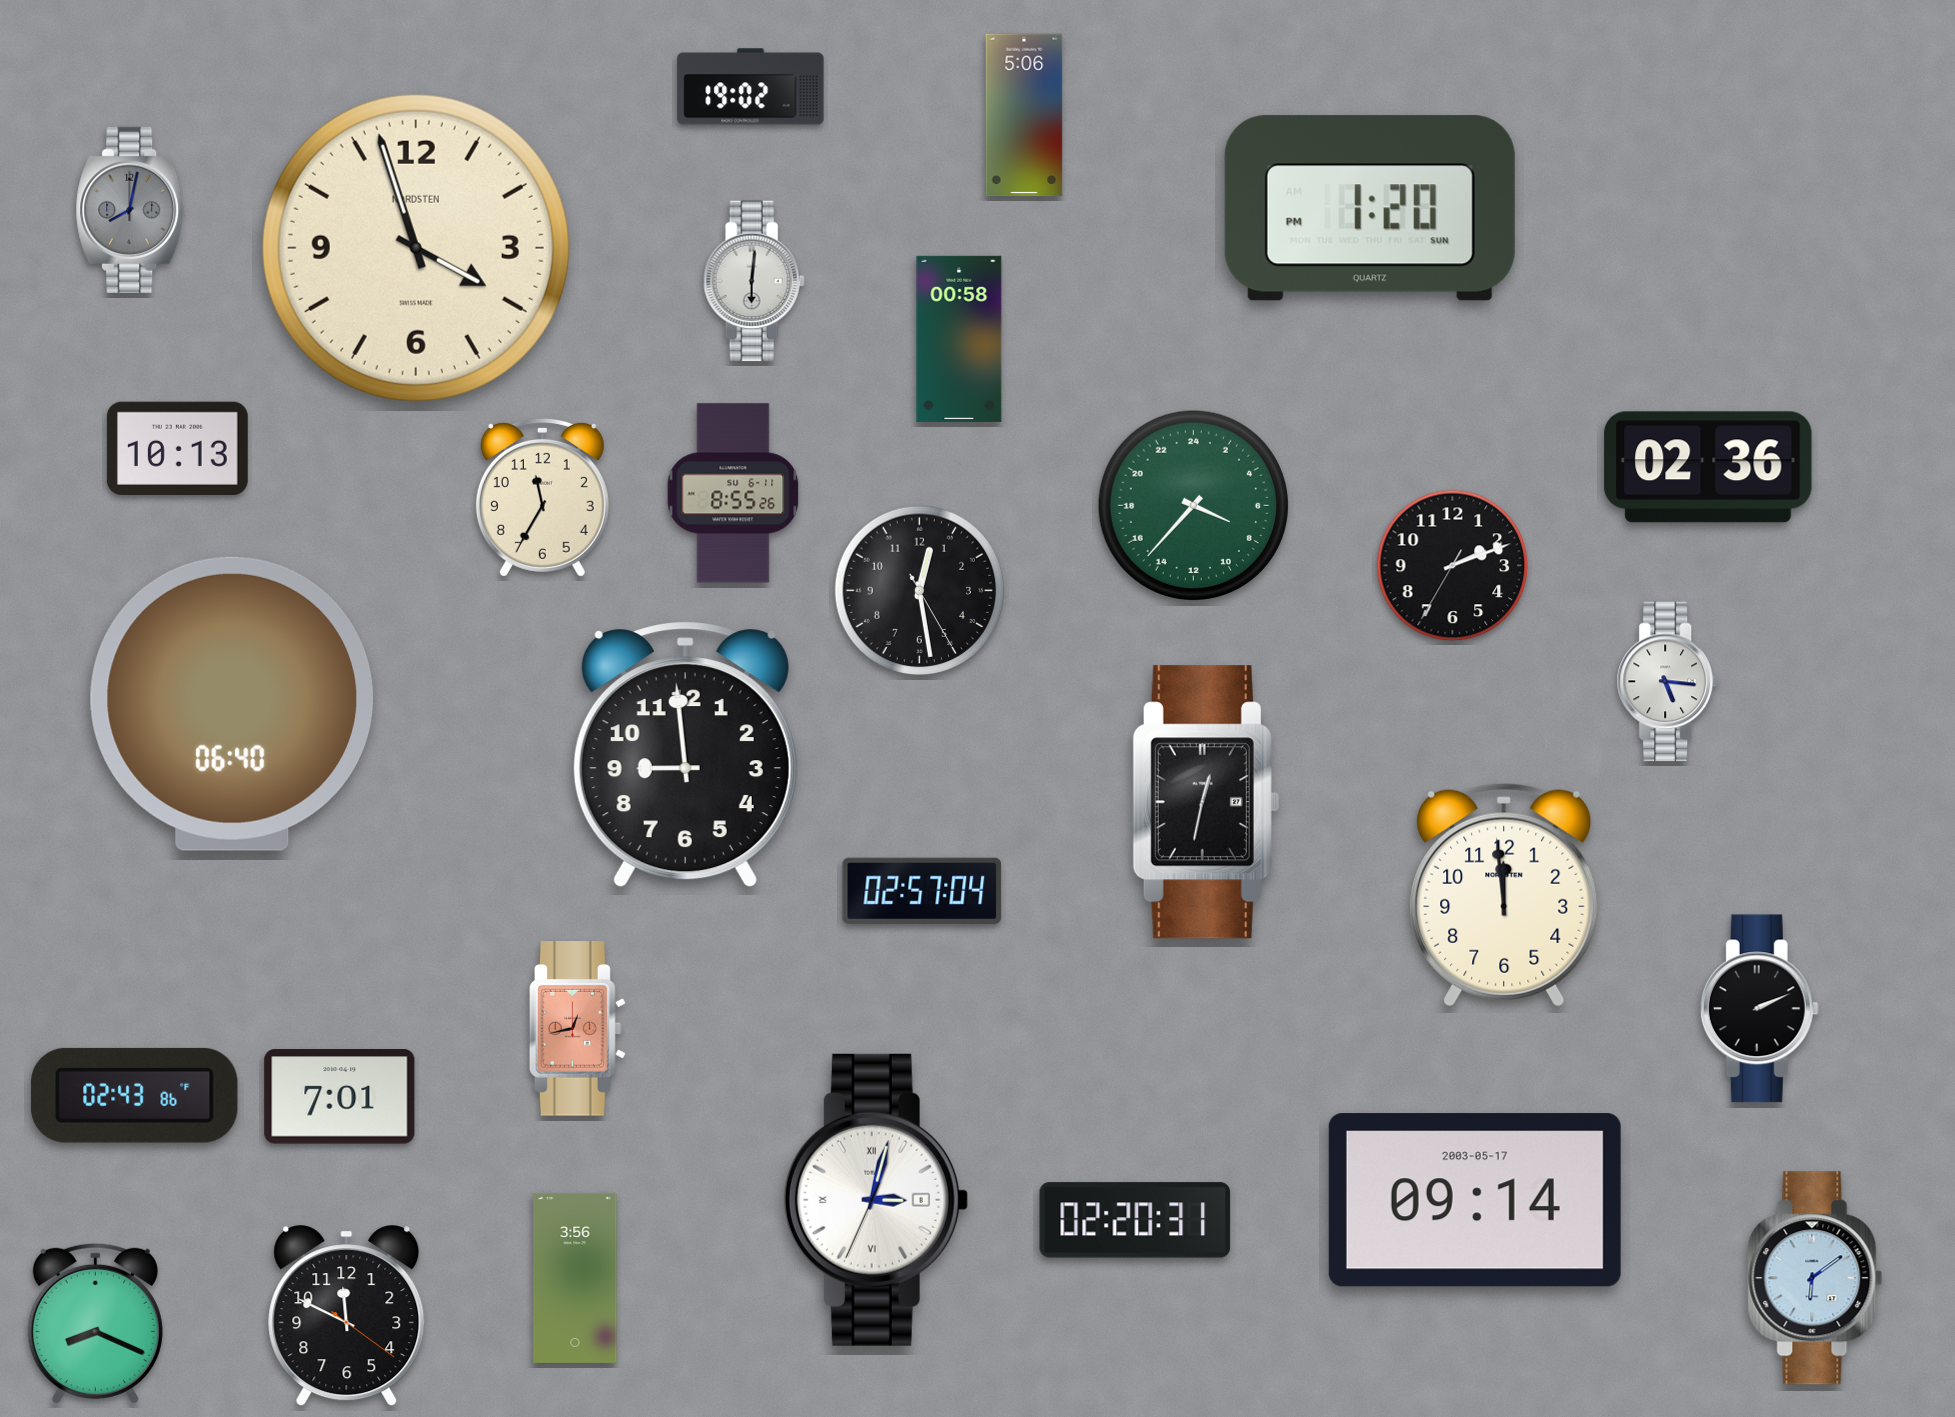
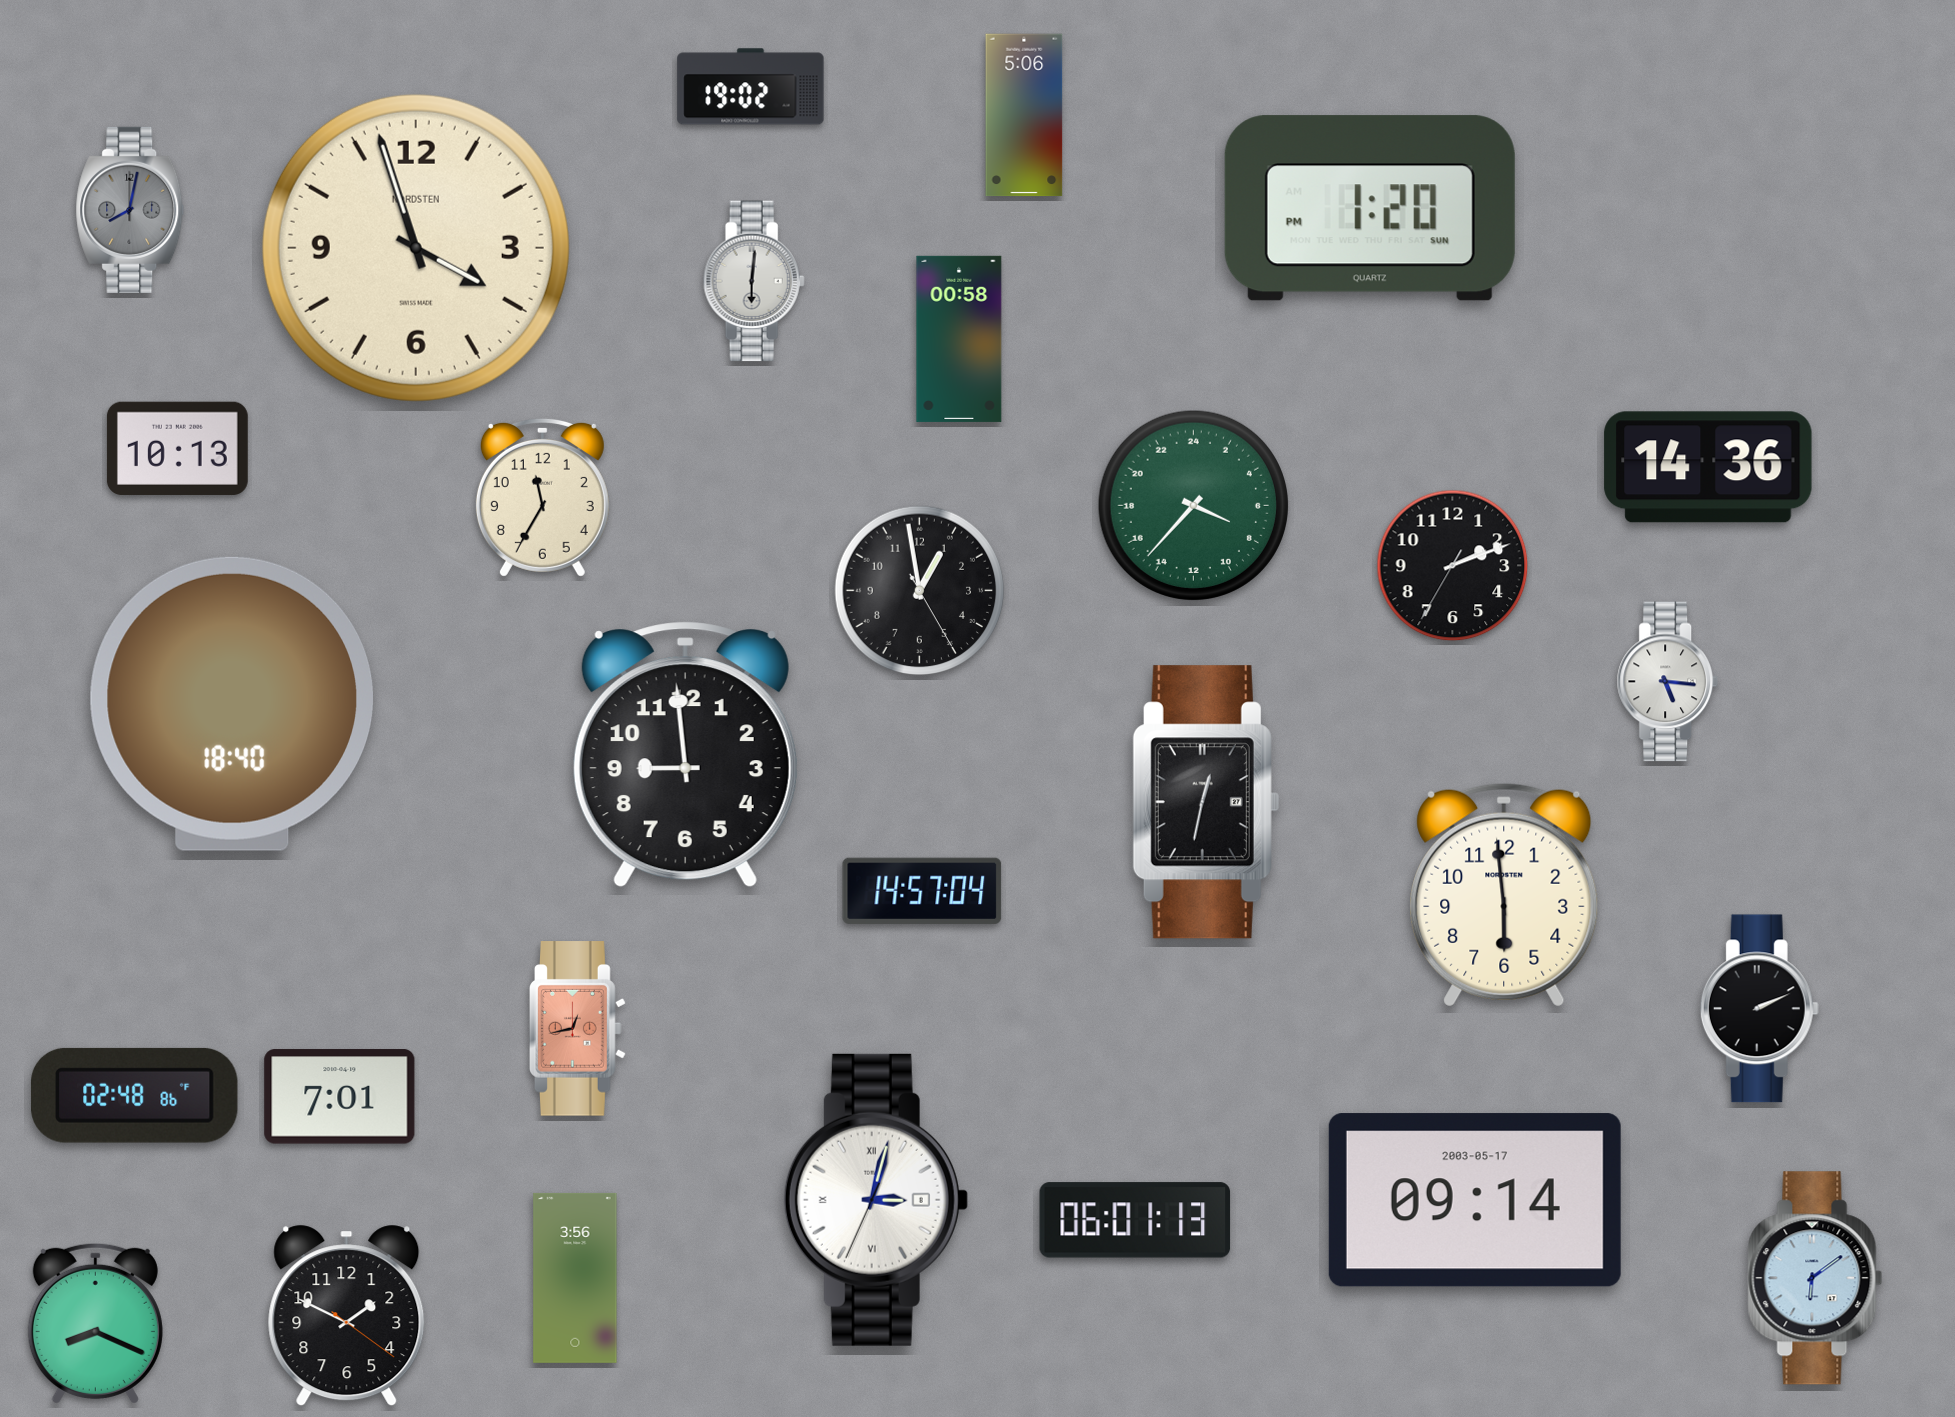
clock at (1708, 467): 02:36 -> 14:36
clock at (733, 493): 8:55 -> none
clock at (920, 591): 12:28 -> 12:58
clock at (232, 704): 06:40 -> 18:40
clock at (922, 891): 02:57 -> 14:57
clock at (1504, 895): 11:59 -> 5:59
clock at (134, 1095): 02:43 -> 02:48
clock at (1135, 1220): 02:20 -> 06:01
clock at (347, 1316): 11:49 -> 1:49
